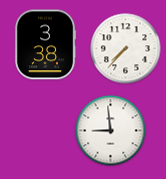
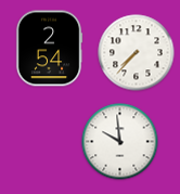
clock at (45, 45): 3:38 -> 2:54
clock at (111, 131): 8:59 -> 9:59
